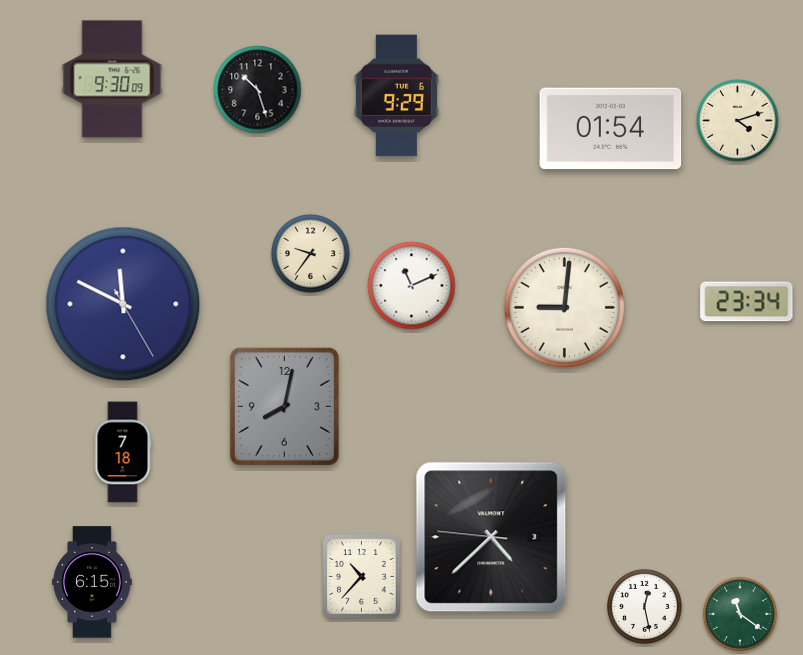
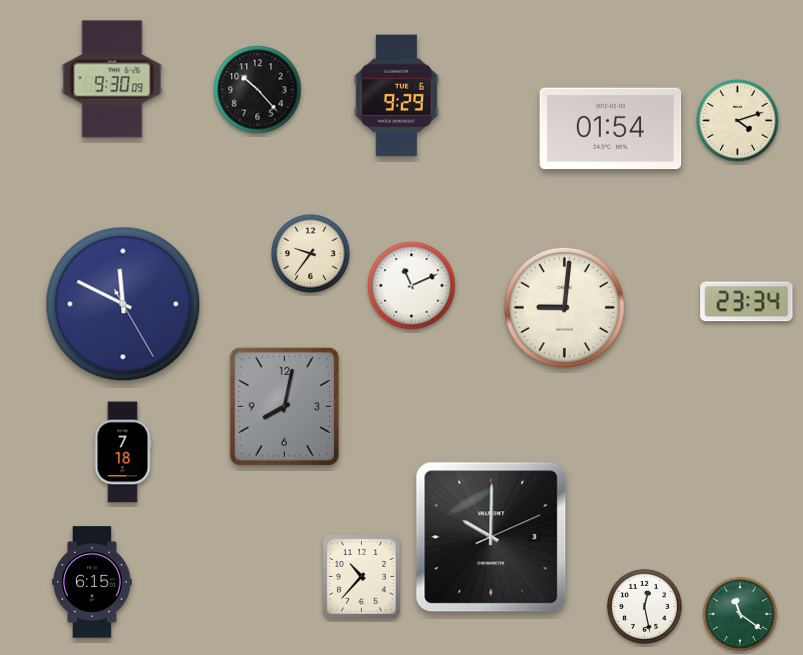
clock at (258, 90): 10:27 -> 10:23
clock at (491, 537): 4:37 -> 10:00
